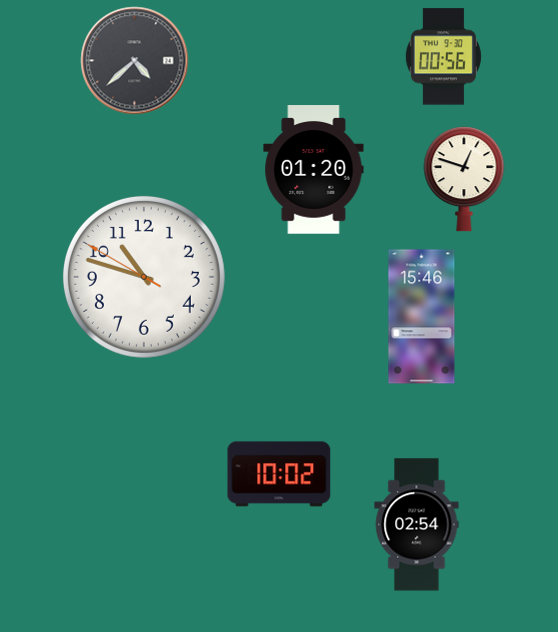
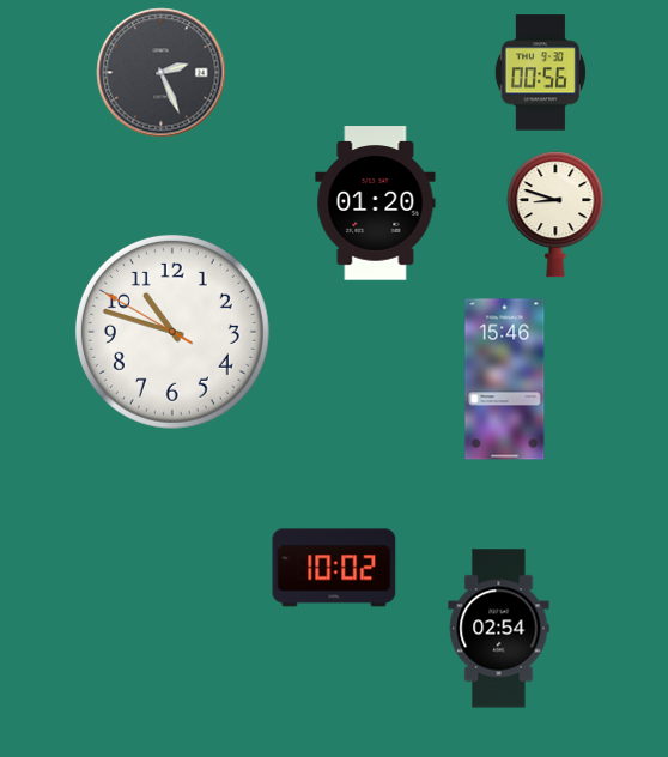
clock at (443, 57) position: (443, 57) -> (540, 73)
clock at (135, 61): 4:38 -> 2:26
clock at (464, 179): 12:48 -> 8:48
